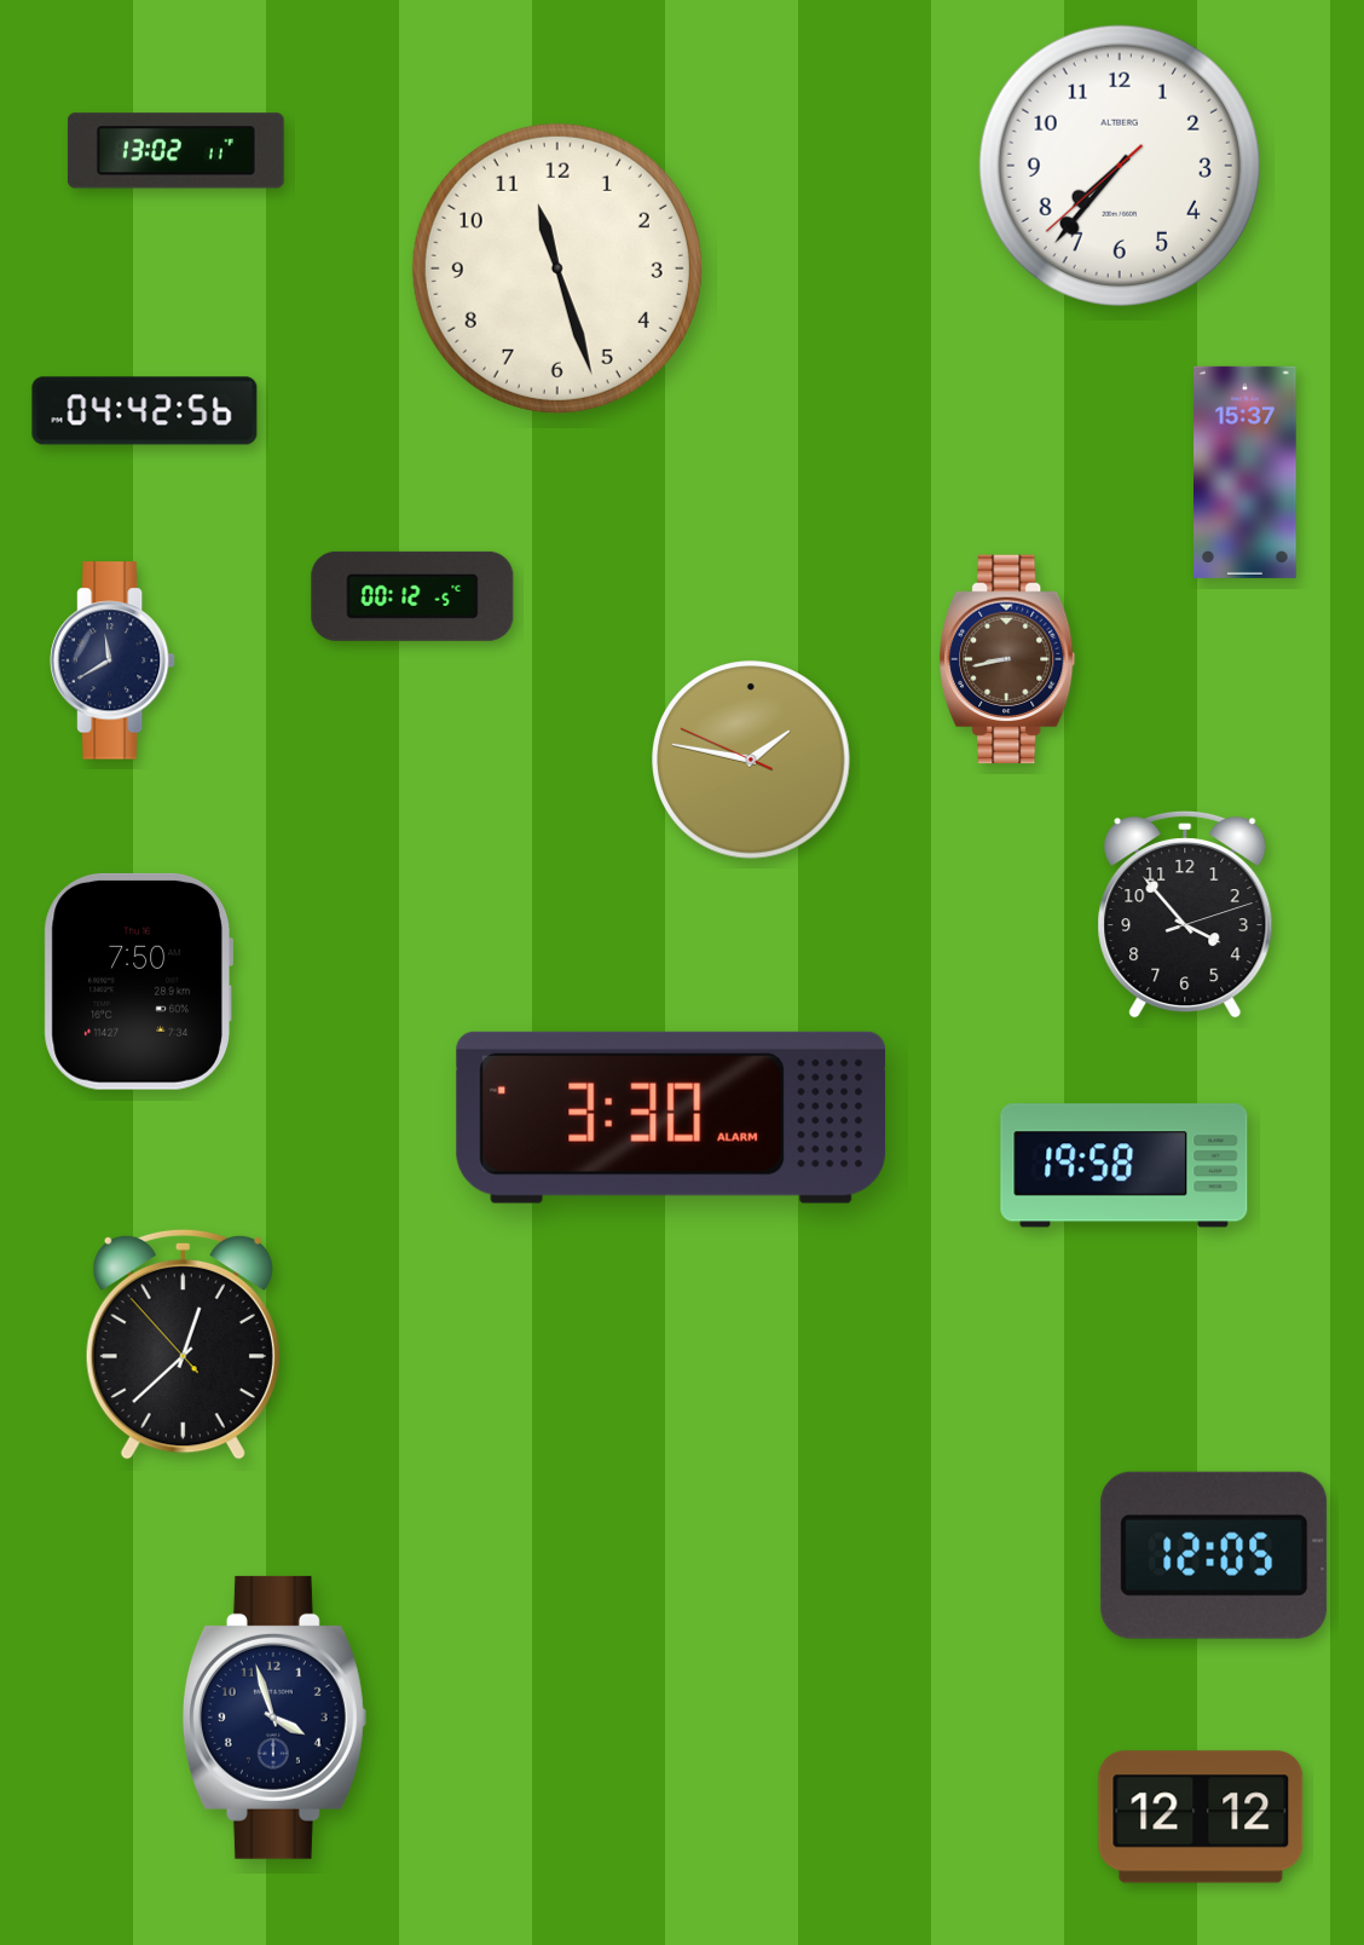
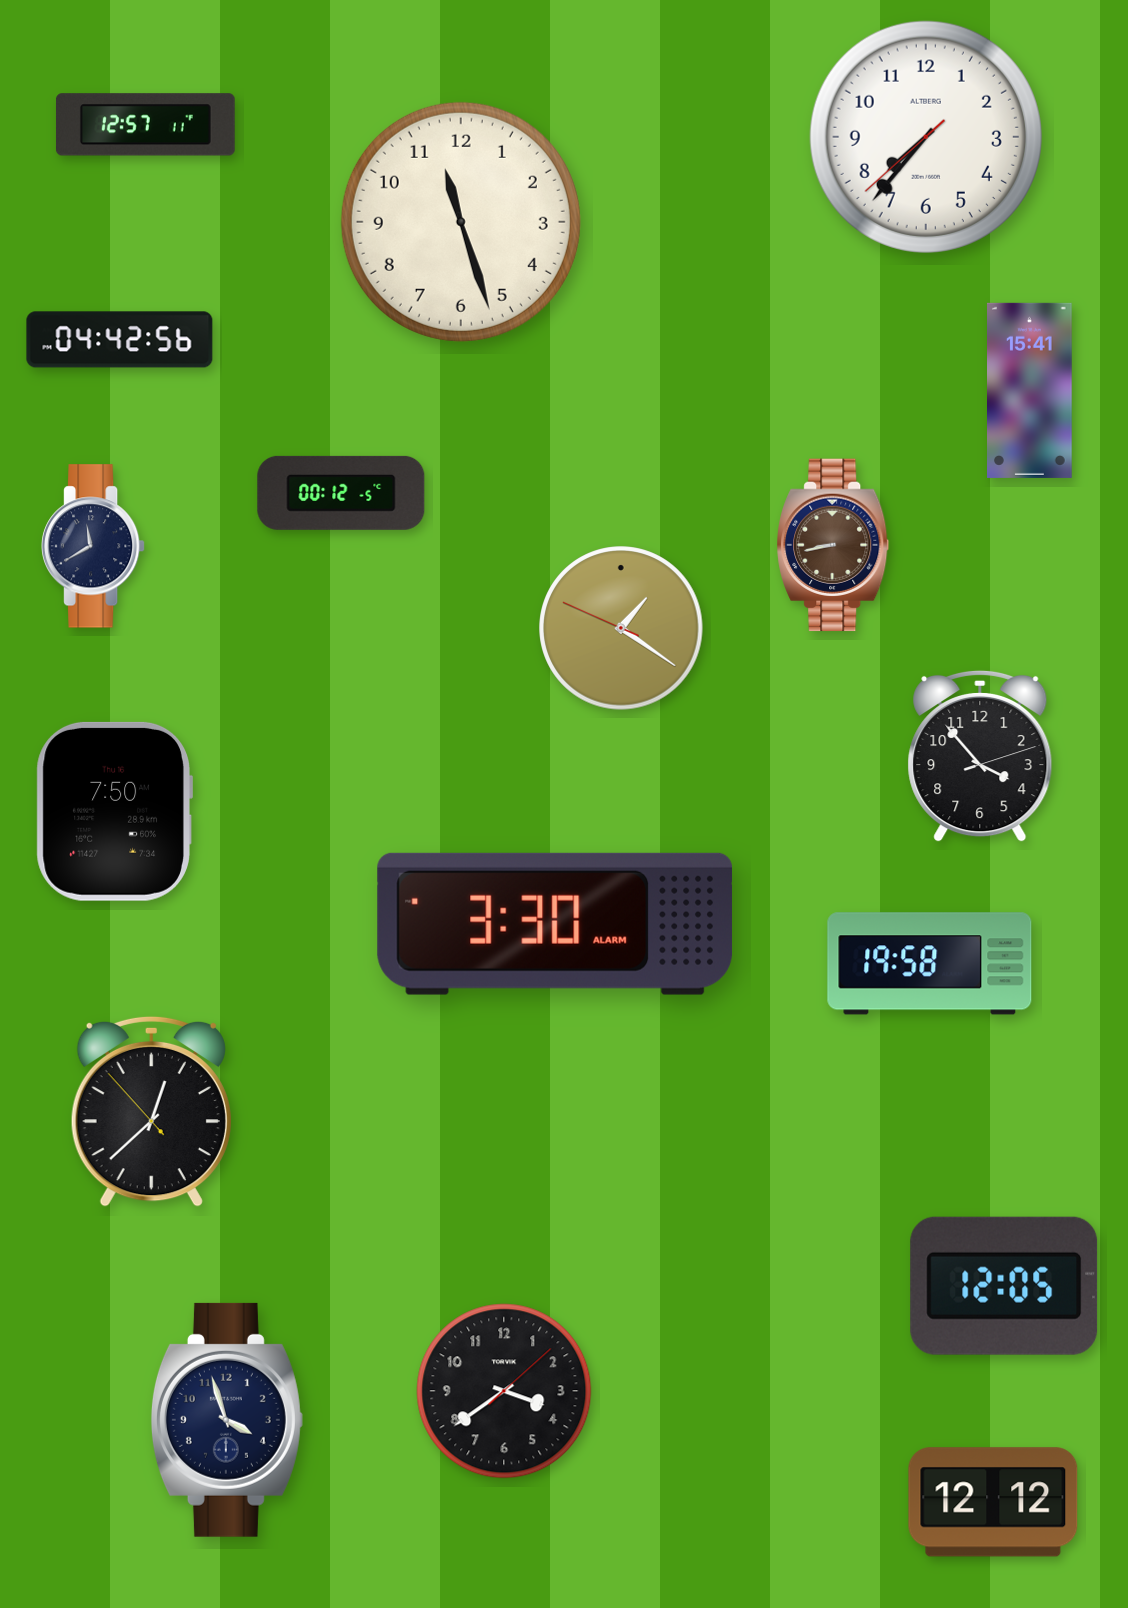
clock at (175, 151): 13:02 -> 12:57
clock at (1245, 472): 15:37 -> 15:41
clock at (751, 760): 1:46 -> 1:20
clock at (504, 1391): none -> 3:39
